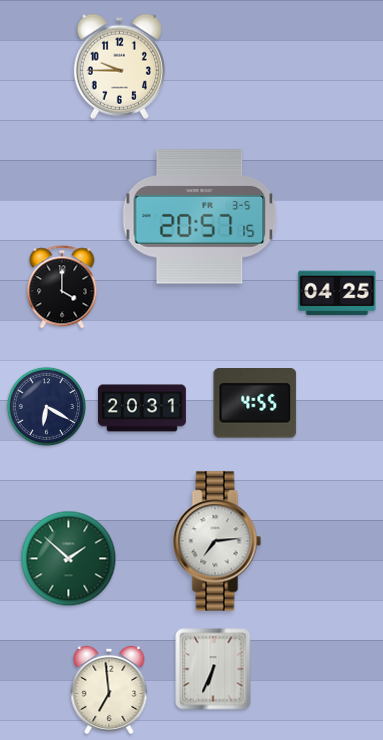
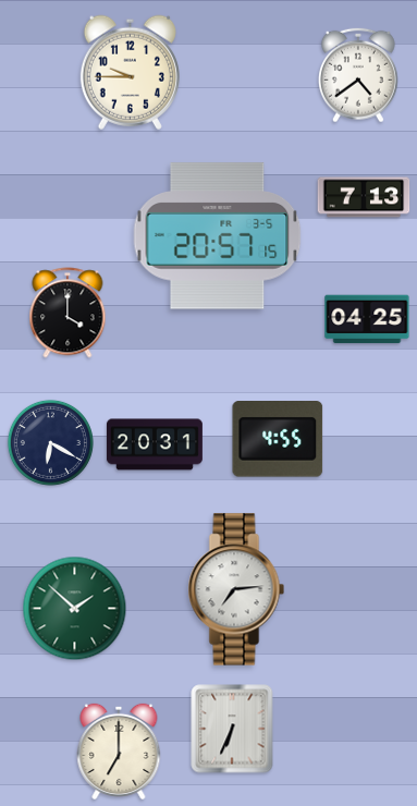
clock at (358, 75): none -> 4:39
clock at (364, 197): none -> 7:13
clock at (109, 690): 6:59 -> 7:00
